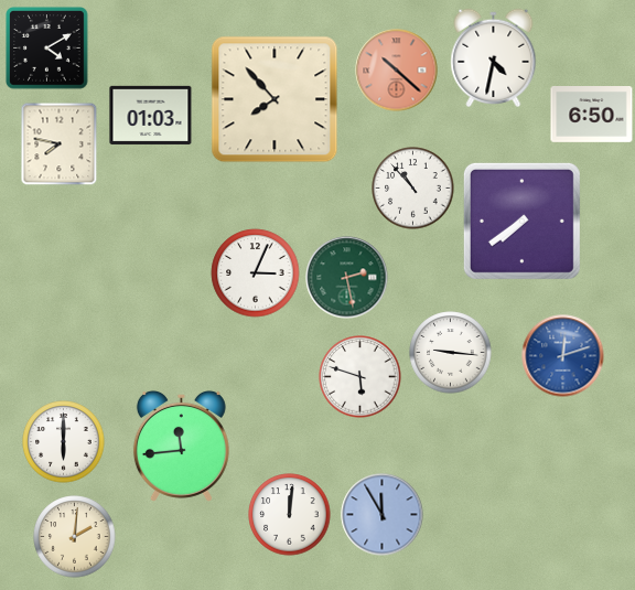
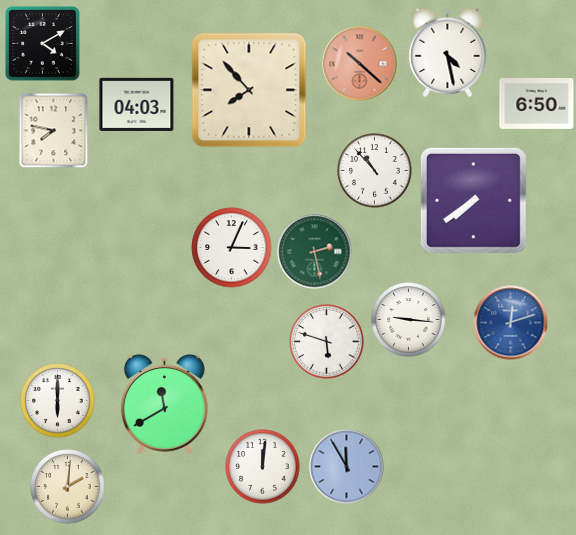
clock at (494, 57): 4:32 -> 4:28
clock at (151, 115): 01:03 -> 04:03
clock at (181, 446): 11:44 -> 11:40
